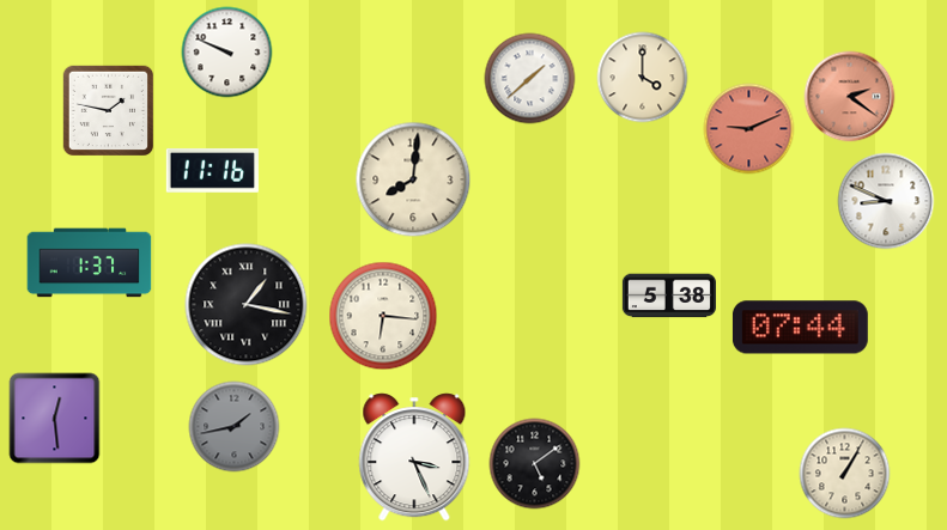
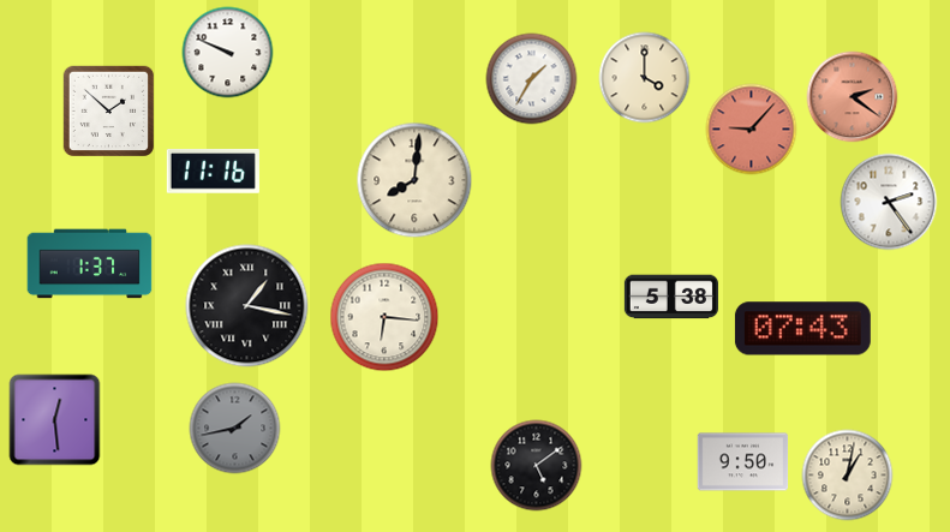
clock at (530, 79): 1:38 -> 1:35
clock at (108, 110): 1:47 -> 1:52
clock at (749, 129): 9:11 -> 9:07
clock at (886, 201): 8:49 -> 2:24
clock at (800, 328): 07:44 -> 07:43
clock at (414, 457): 3:26 -> none
clock at (743, 462): none -> 9:50
clock at (845, 474): 1:05 -> 1:02
